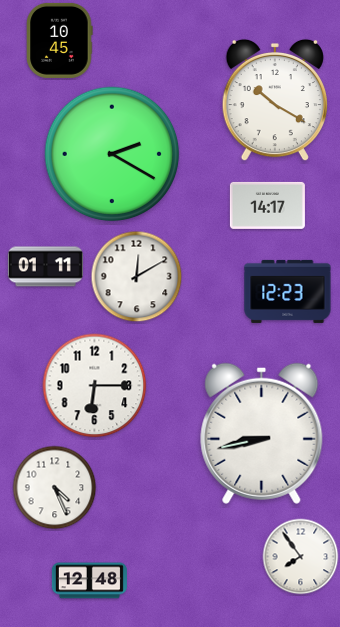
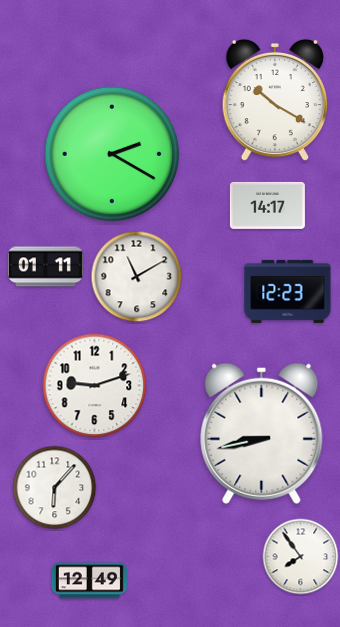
clock at (60, 40): 10:45 -> none
clock at (137, 277): 12:10 -> 11:10
clock at (95, 386): 6:15 -> 9:12
clock at (55, 488): 4:26 -> 6:07
clock at (89, 581): 12:48 -> 12:49
